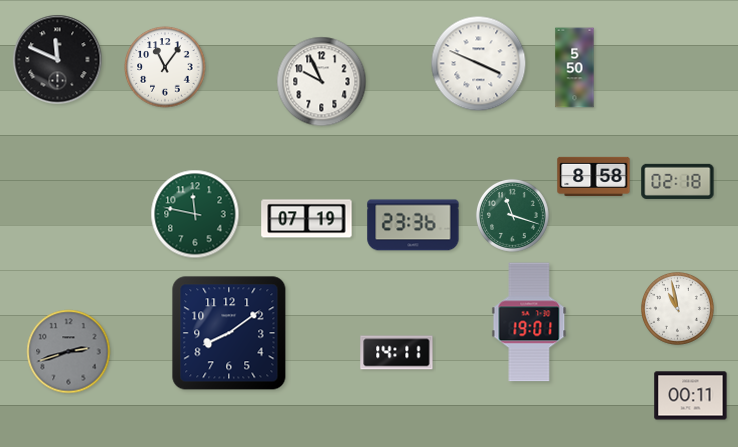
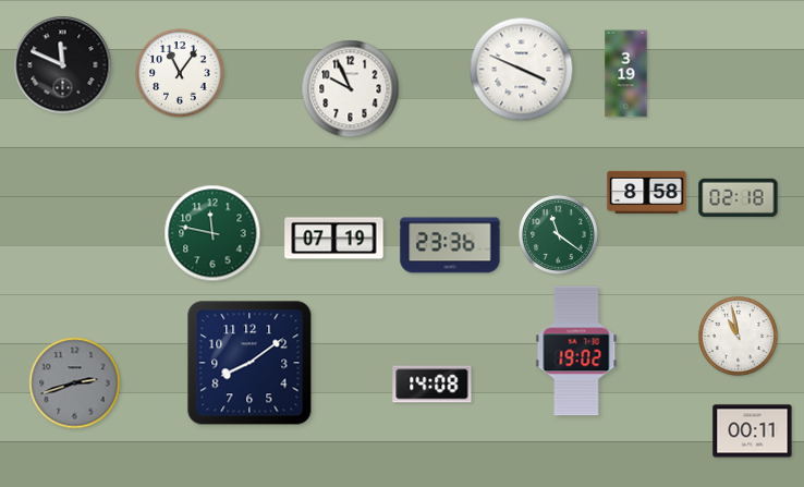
clock at (575, 68): 5:50 -> 3:19
clock at (512, 215): 11:18 -> 11:21
clock at (529, 322): 19:01 -> 19:02
clock at (397, 353): 14:11 -> 14:08
